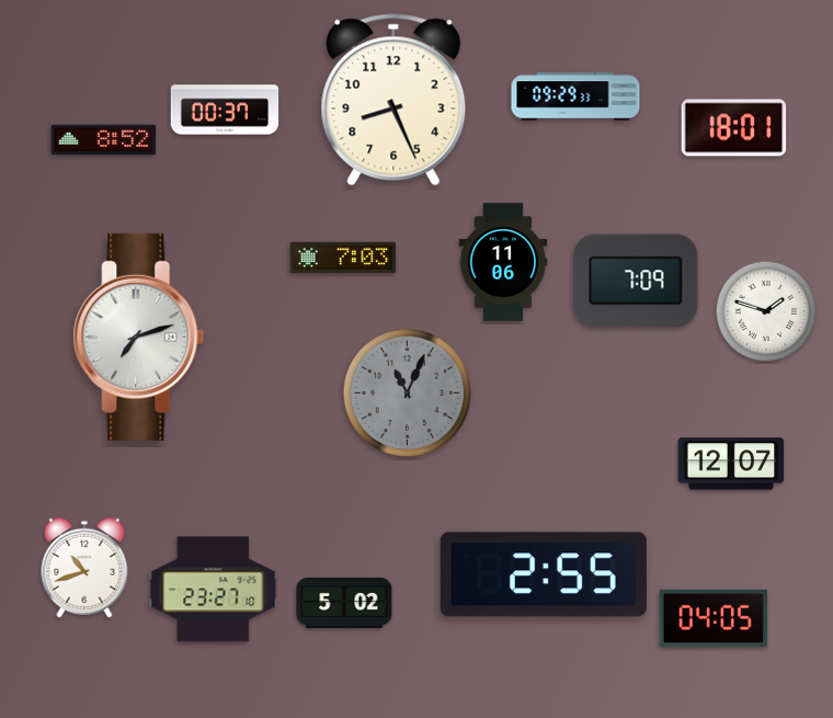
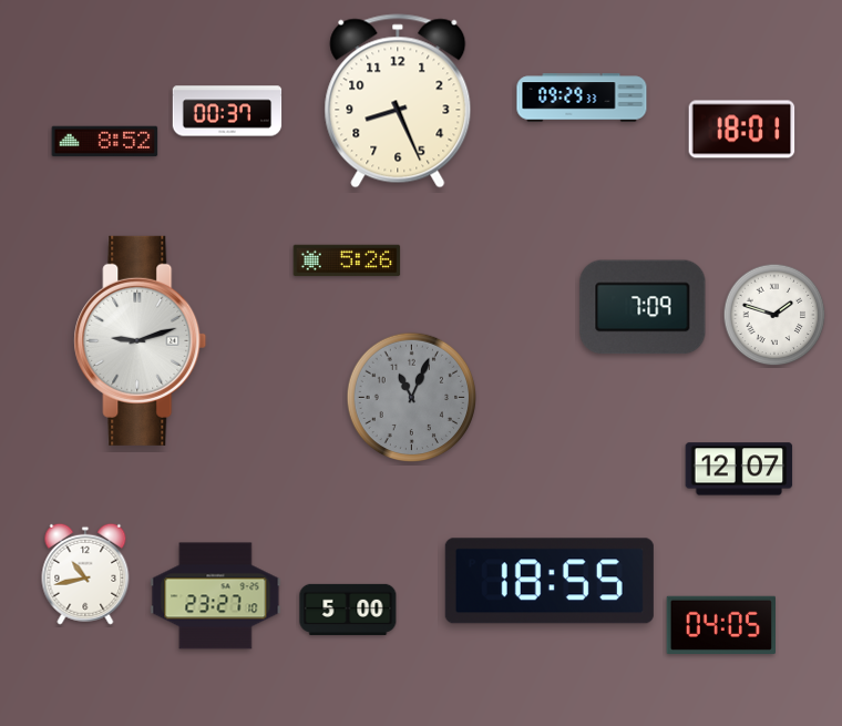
clock at (343, 258): 7:03 -> 5:26
clock at (503, 262): 11:06 -> none
clock at (636, 281) position: (636, 281) -> (643, 307)
clock at (139, 337): 7:12 -> 9:12
clock at (84, 568): 10:42 -> 10:43
clock at (544, 574): 2:55 -> 18:55
clock at (344, 603): 5:02 -> 5:00
